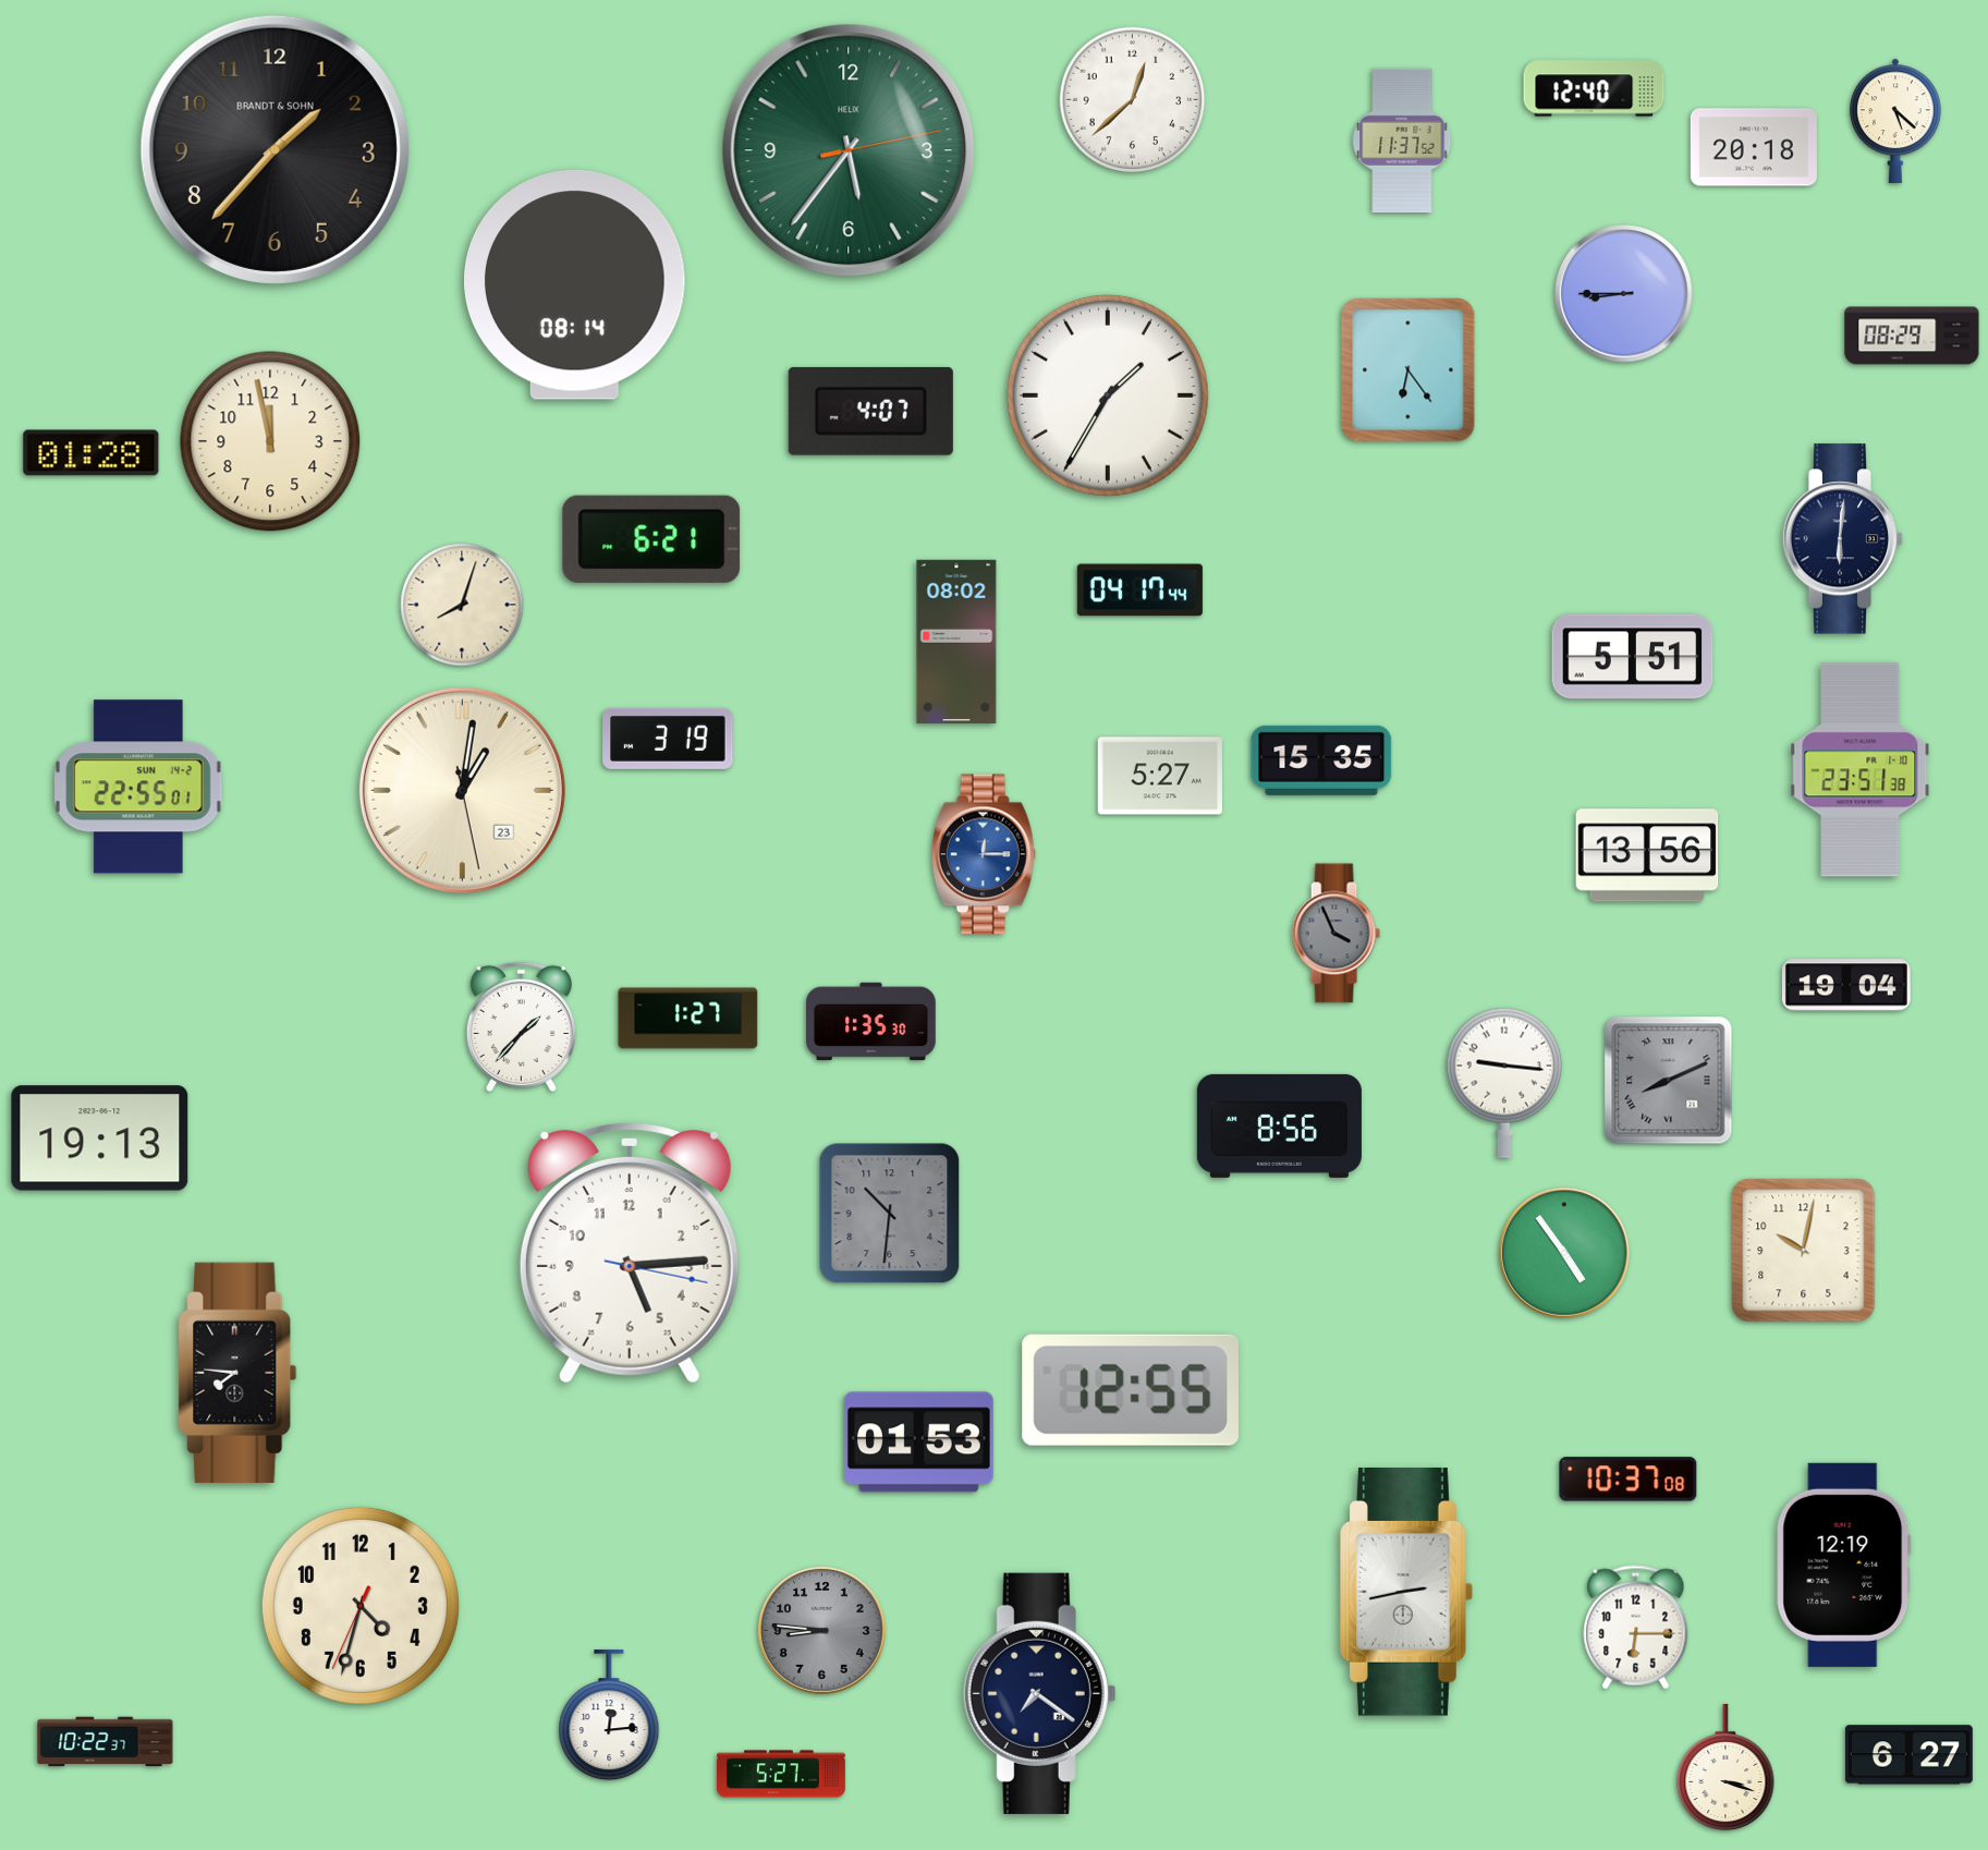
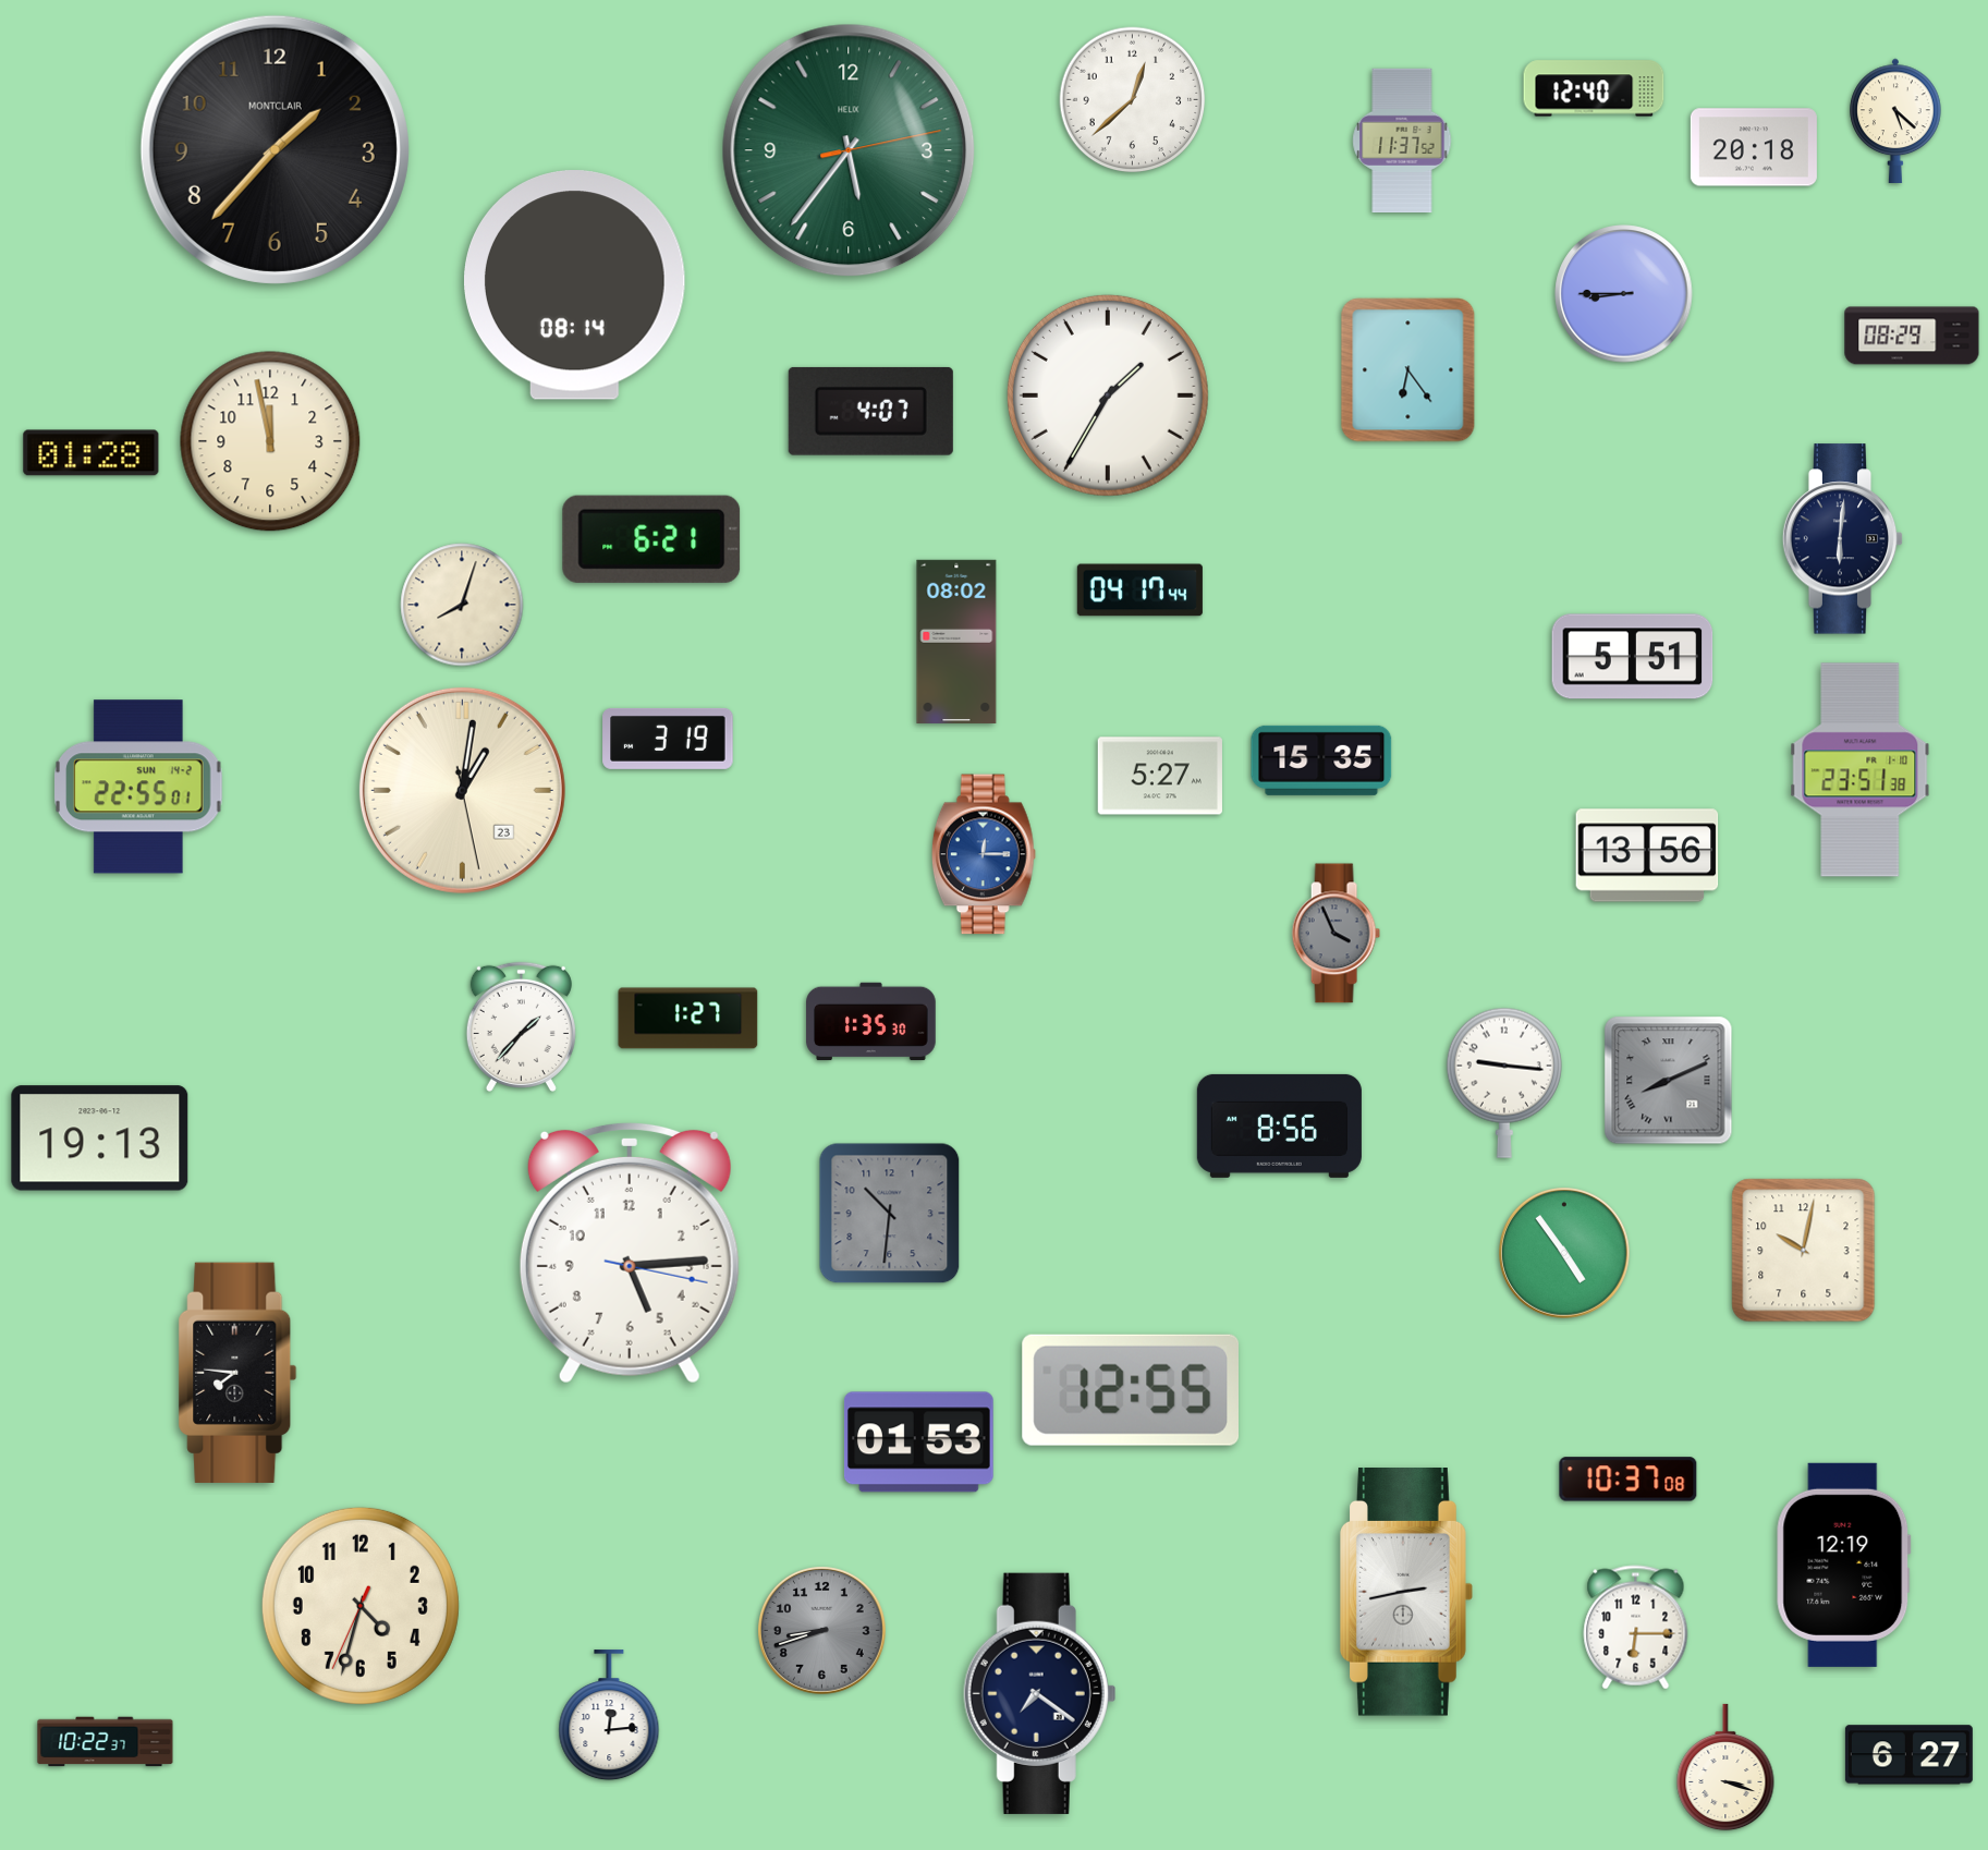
clock at (275, 149) brand: BRANDT & SOHN -> MONTCLAIR
clock at (1846, 985): 19:04 -> none
clock at (821, 1630): 8:46 -> 8:42
clock at (782, 1774): 5:27 -> none
